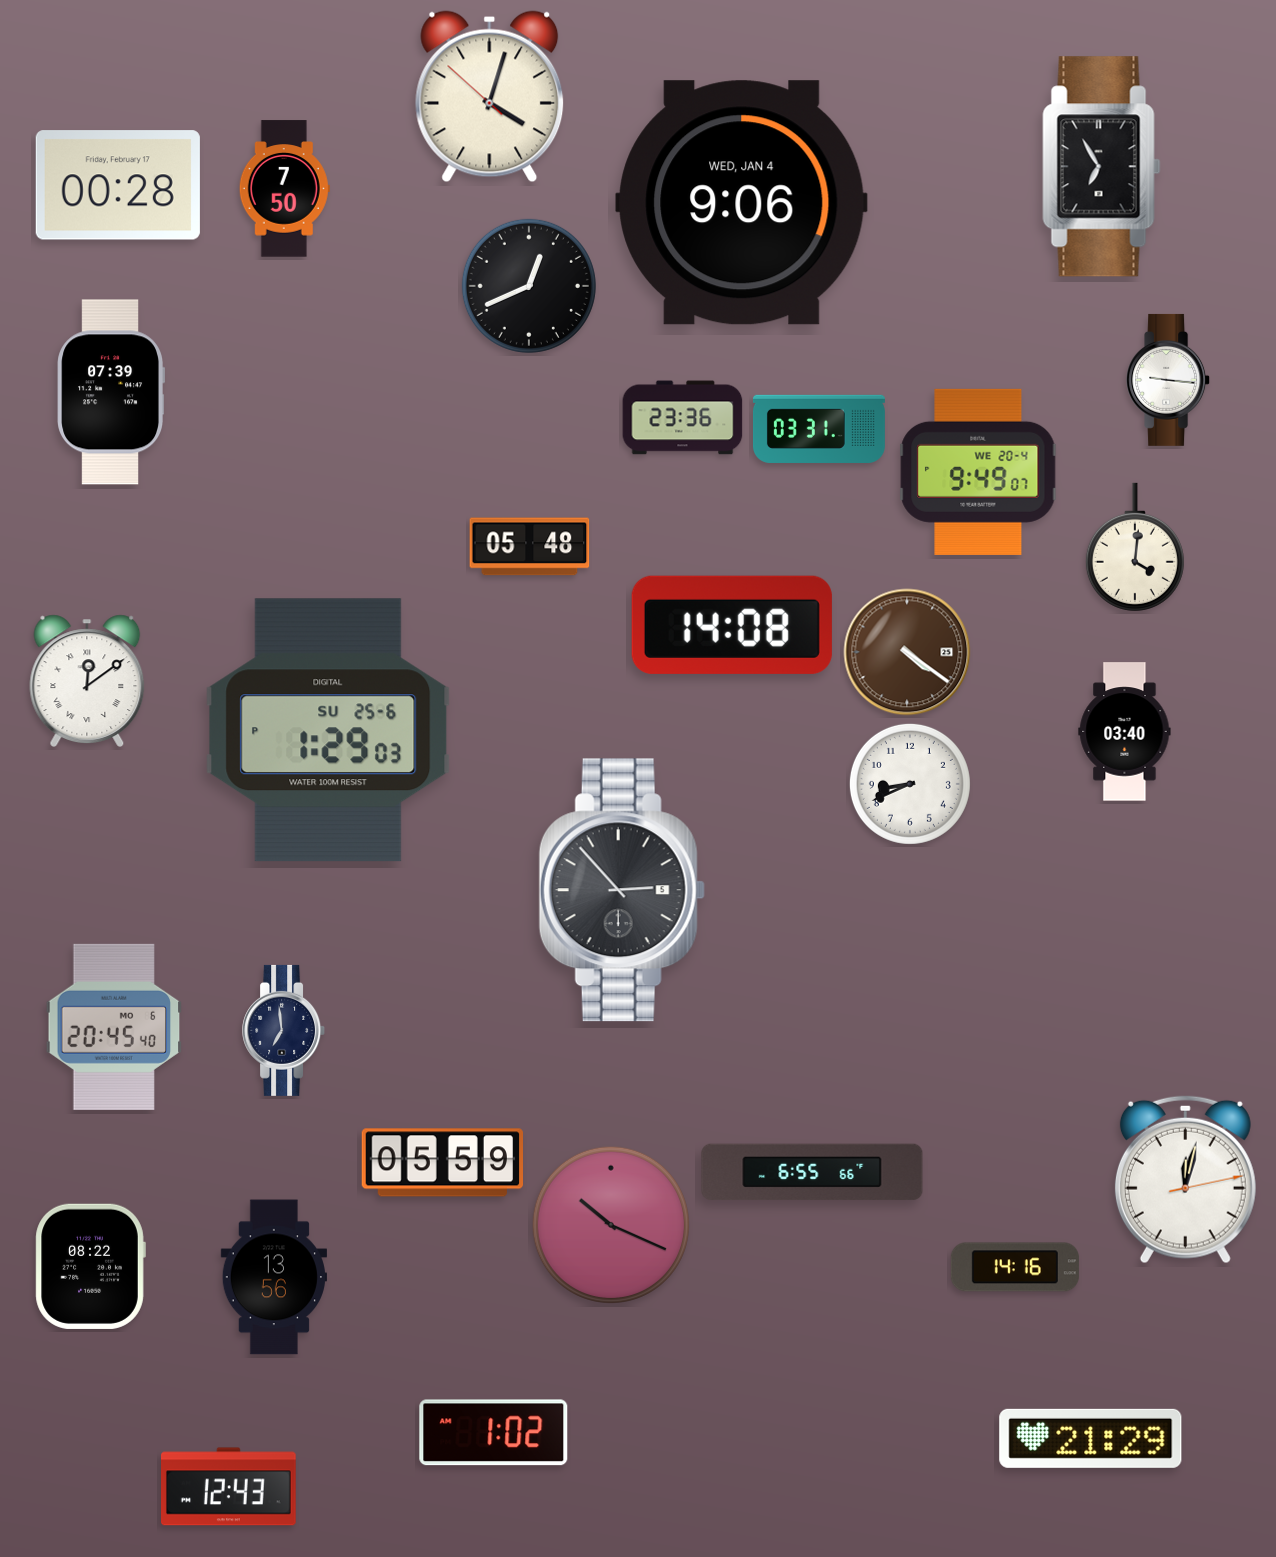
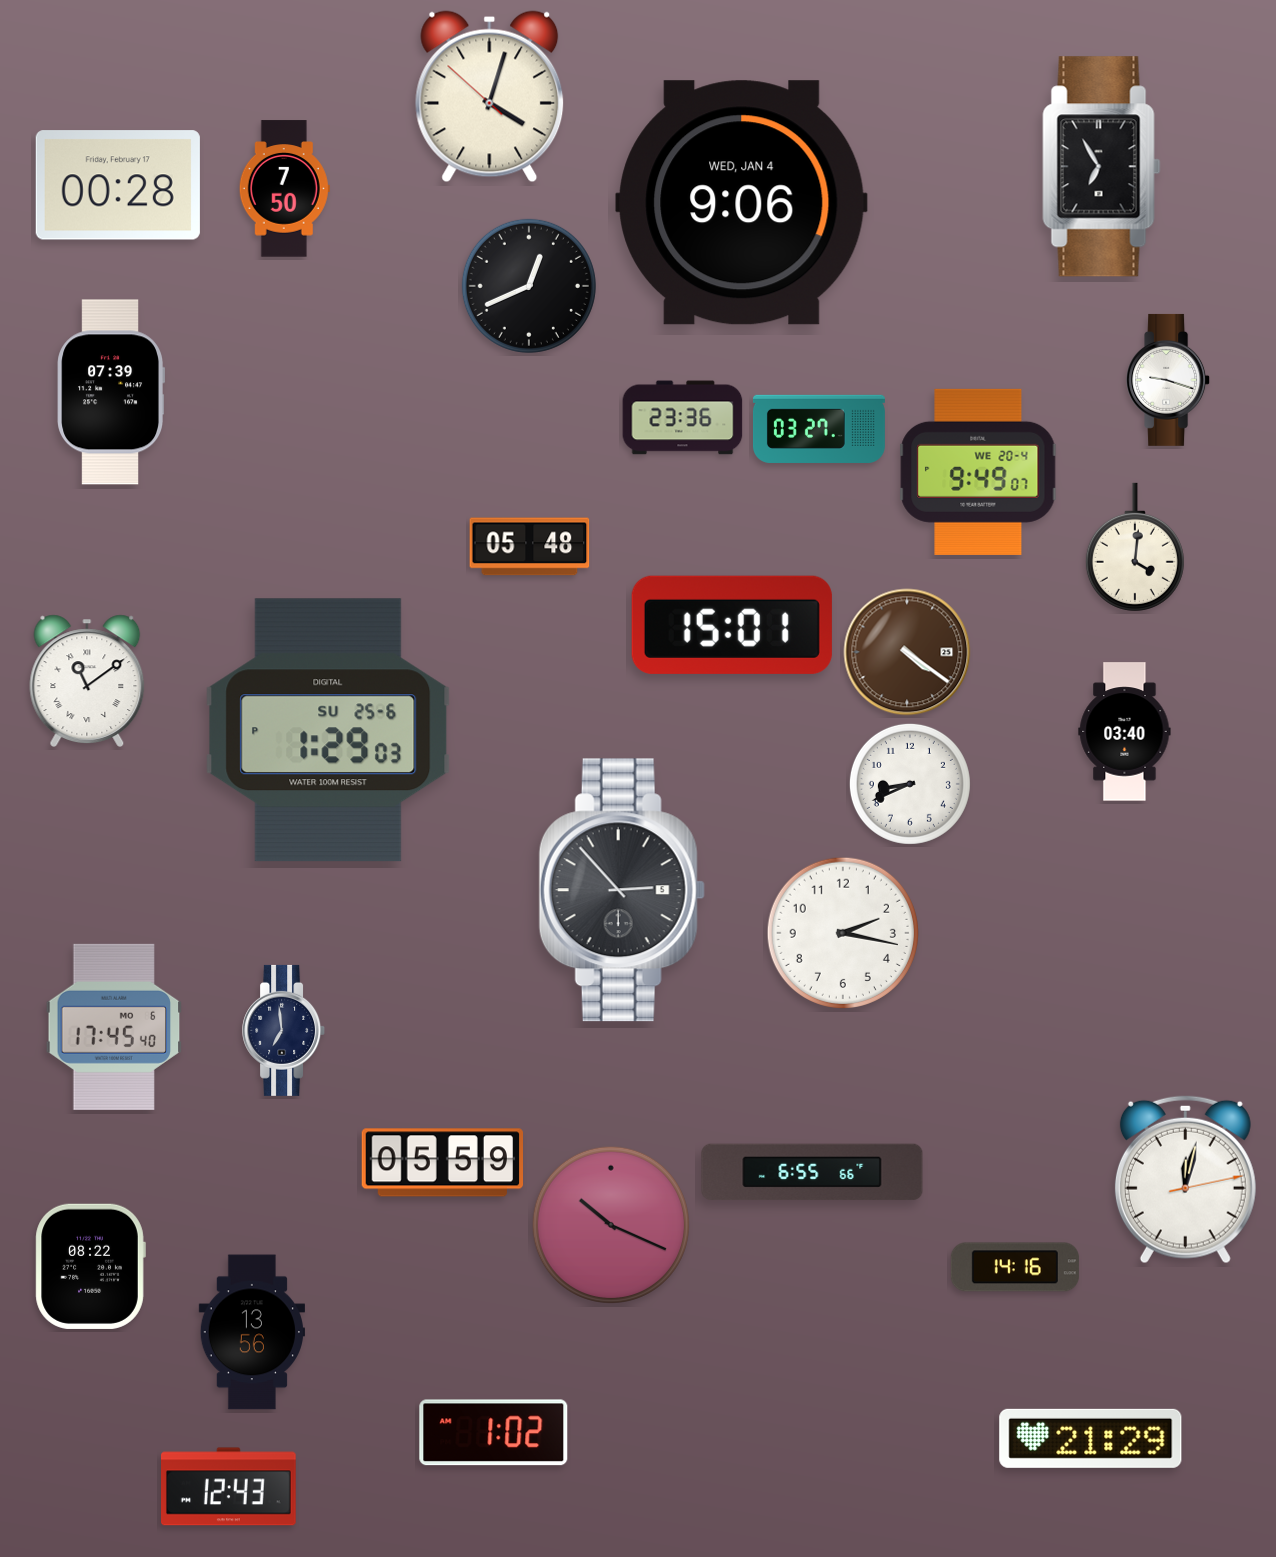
clock at (1169, 380): 9:16 -> 9:18
clock at (819, 428): 03:31 -> 03:27
clock at (732, 625): 14:08 -> 15:01
clock at (87, 681): 12:09 -> 11:09
clock at (843, 933): none -> 2:17
clock at (114, 1027): 20:45 -> 17:45
clock at (273, 1277) position: (273, 1277) -> (251, 1332)
